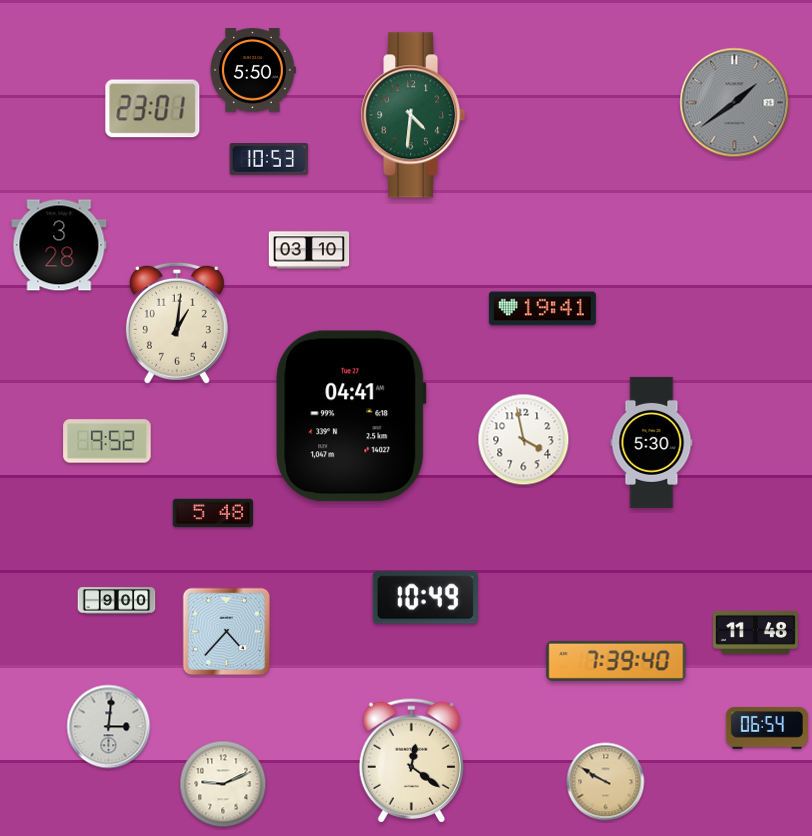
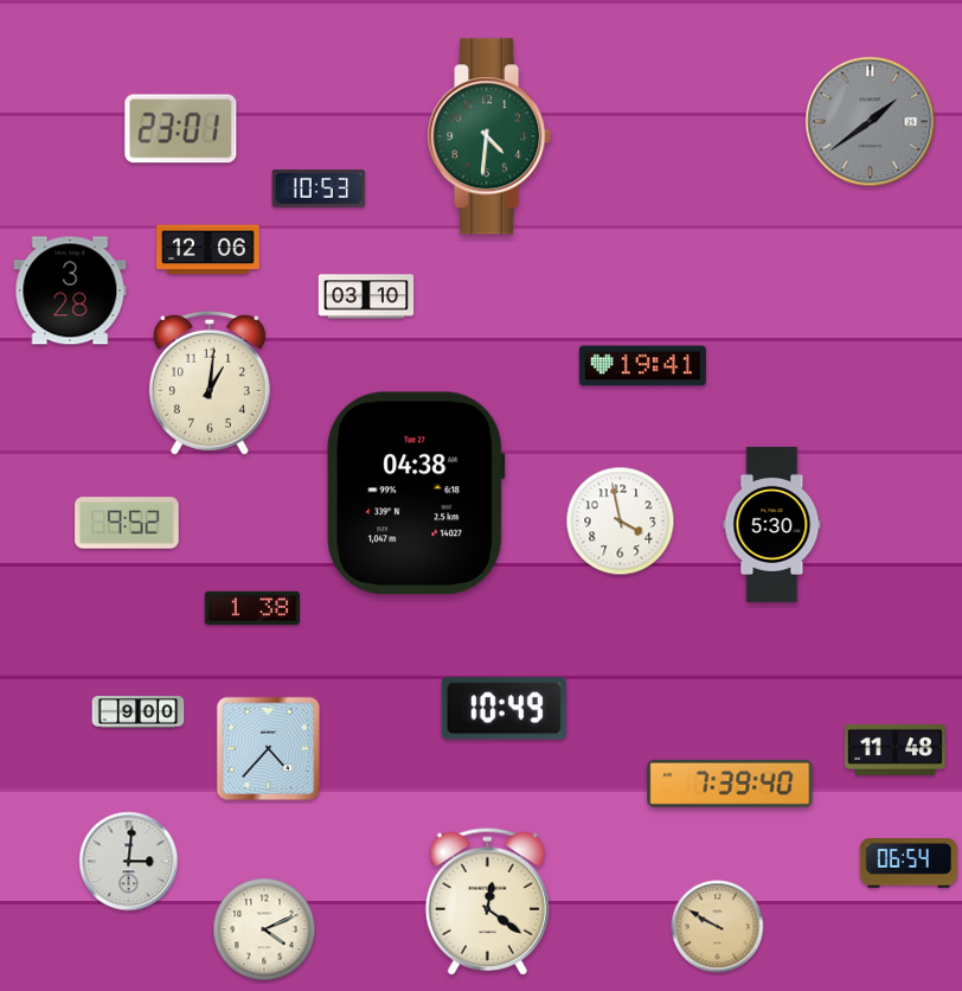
clock at (253, 70): 5:50 -> none
clock at (209, 250): none -> 12:06
clock at (351, 416): 04:41 -> 04:38
clock at (213, 513): 5:48 -> 1:38
clock at (223, 784): 9:11 -> 4:11
